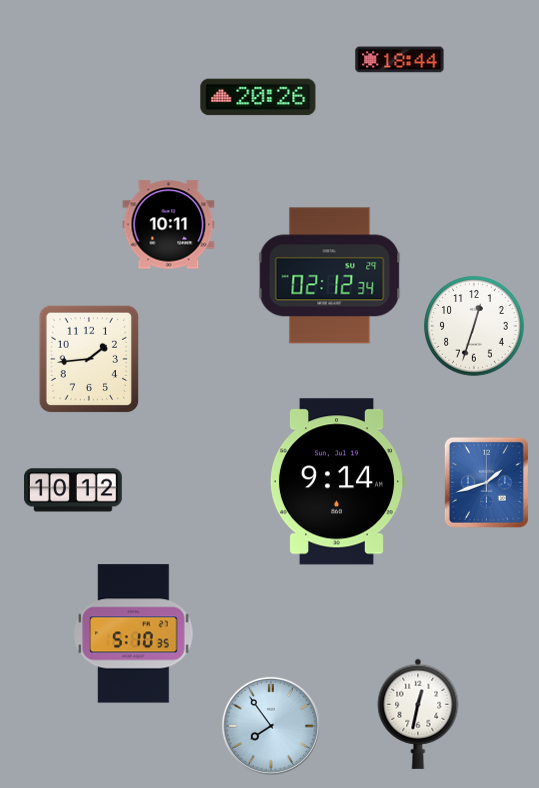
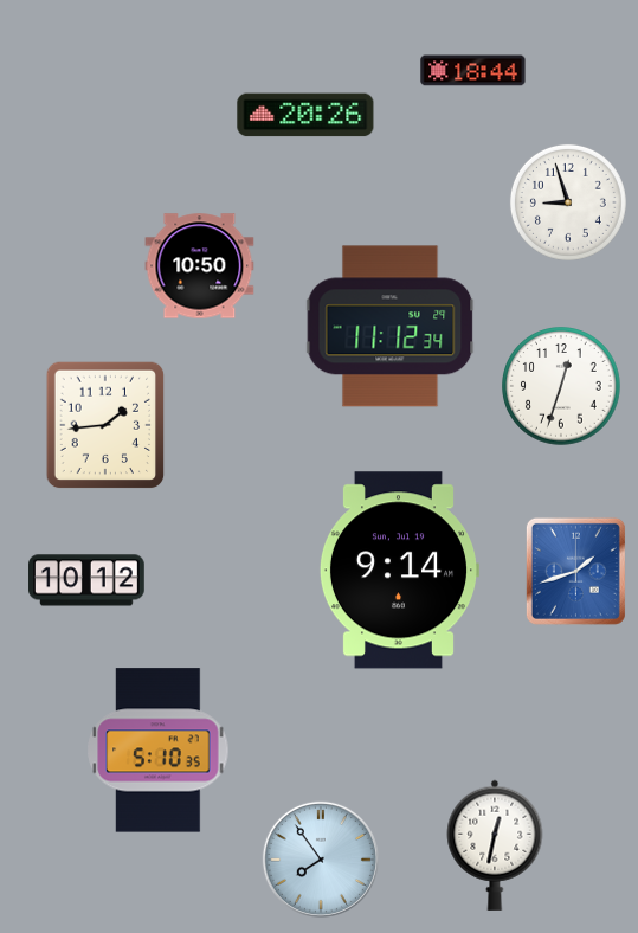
clock at (568, 202): none -> 8:57
clock at (169, 225): 10:11 -> 10:50
clock at (330, 276): 02:12 -> 11:12
